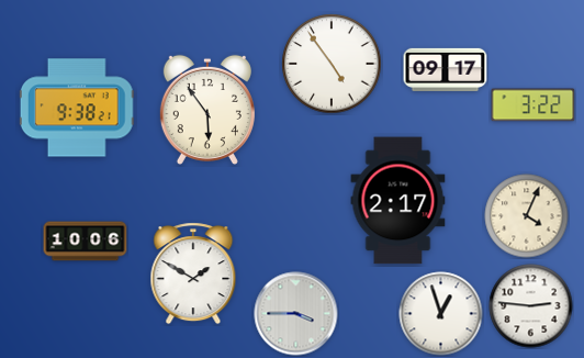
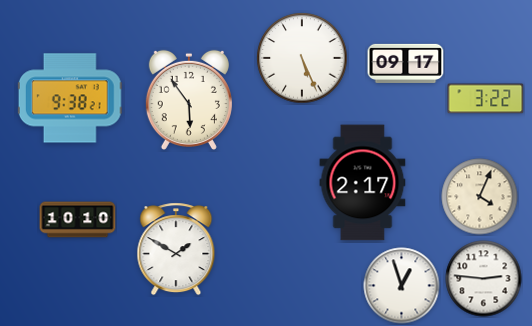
clock at (332, 64): 4:54 -> 5:26
clock at (534, 105) position: (534, 105) -> (486, 99)
clock at (86, 242): 10:06 -> 10:10
clock at (296, 314): 3:45 -> none
